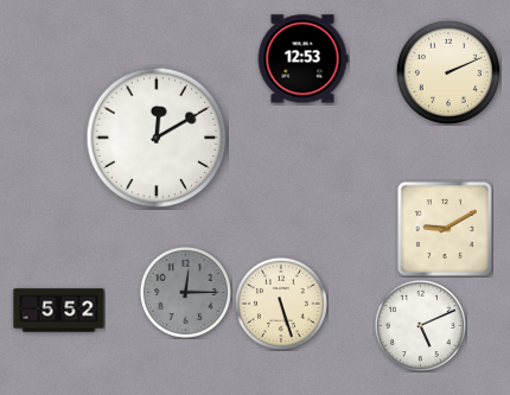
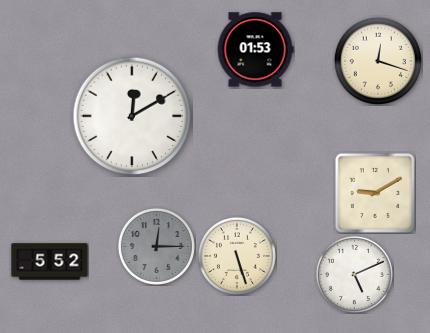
clock at (302, 59): 12:53 -> 01:53
clock at (448, 72): 2:11 -> 12:18
